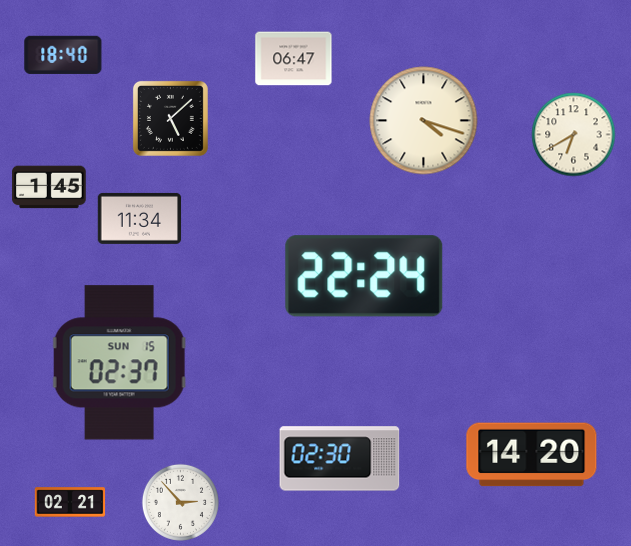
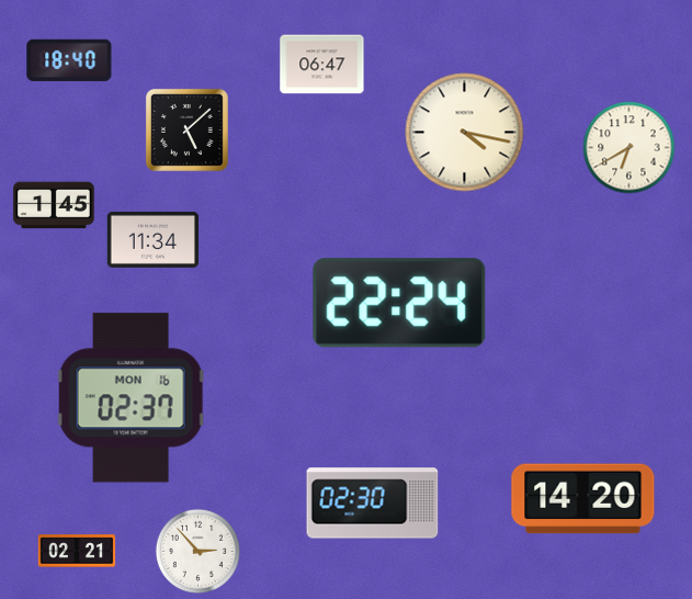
clock at (424, 121): 4:18 -> 4:17
clock at (119, 363) date: SUN 15 -> MON 16
